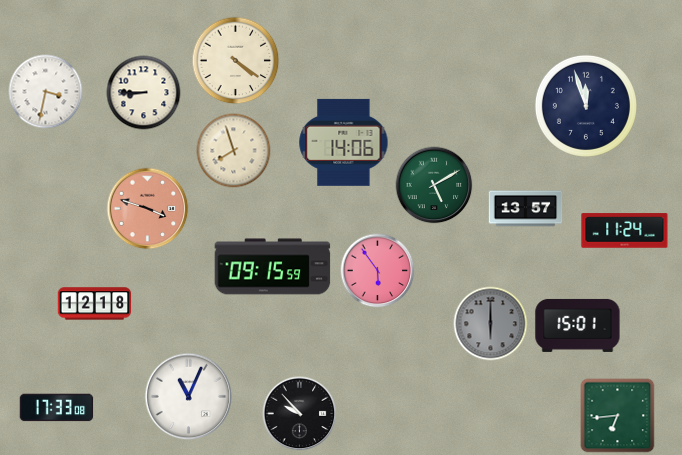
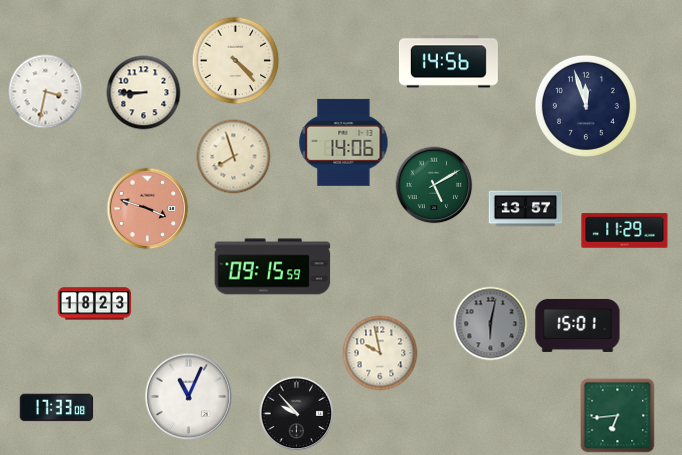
clock at (236, 61): 4:21 -> 4:23
clock at (448, 62): none -> 14:56
clock at (234, 151) position: (234, 151) -> (234, 157)
clock at (625, 231): 11:24 -> 11:29
clock at (378, 271): 5:54 -> none
clock at (95, 304): 12:18 -> 18:23
clock at (491, 324): 6:00 -> 6:02
clock at (380, 353): none -> 9:58
clock at (300, 414) position: (300, 414) -> (297, 414)
